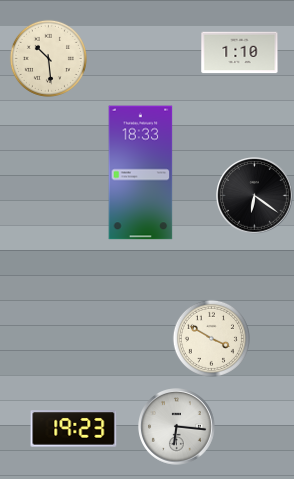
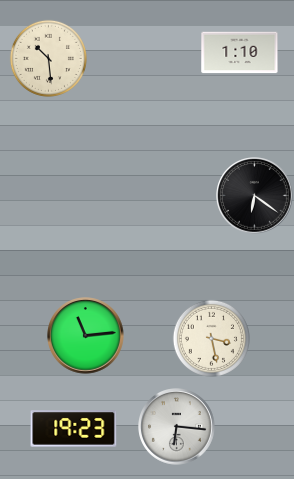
clock at (141, 173): 18:33 -> none
clock at (86, 336): none -> 11:14
clock at (211, 338): 3:50 -> 3:28
